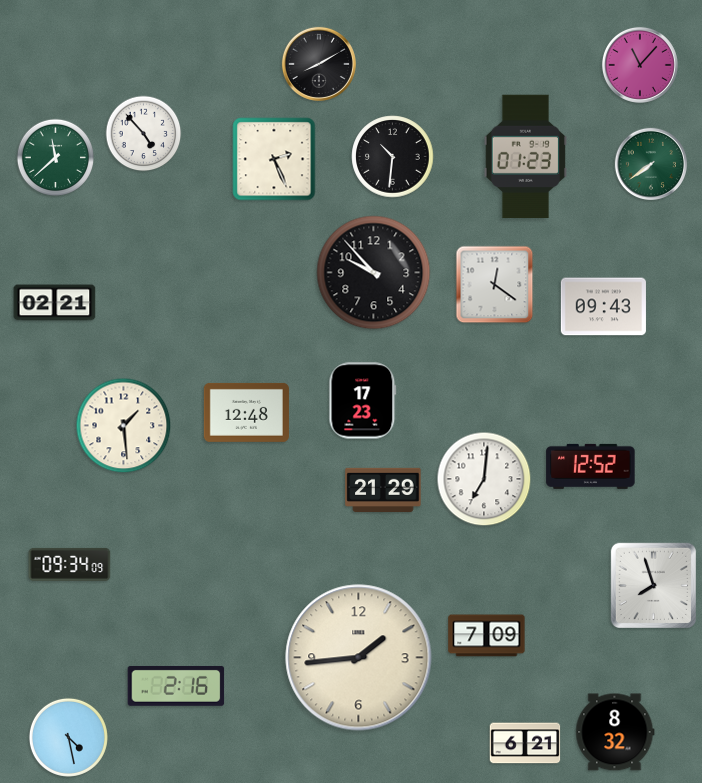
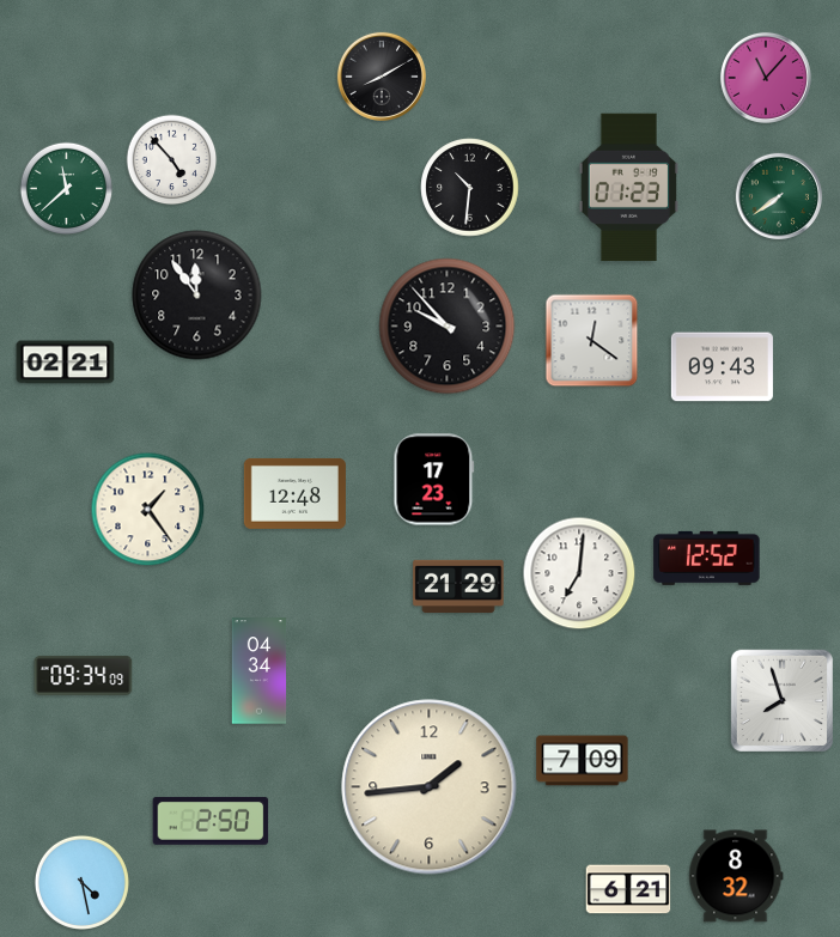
clock at (274, 159): 2:26 -> none
clock at (197, 296): none -> 11:54
clock at (124, 426): 1:29 -> 1:24
clock at (260, 671): none -> 04:34
clock at (176, 686): 2:16 -> 2:50
